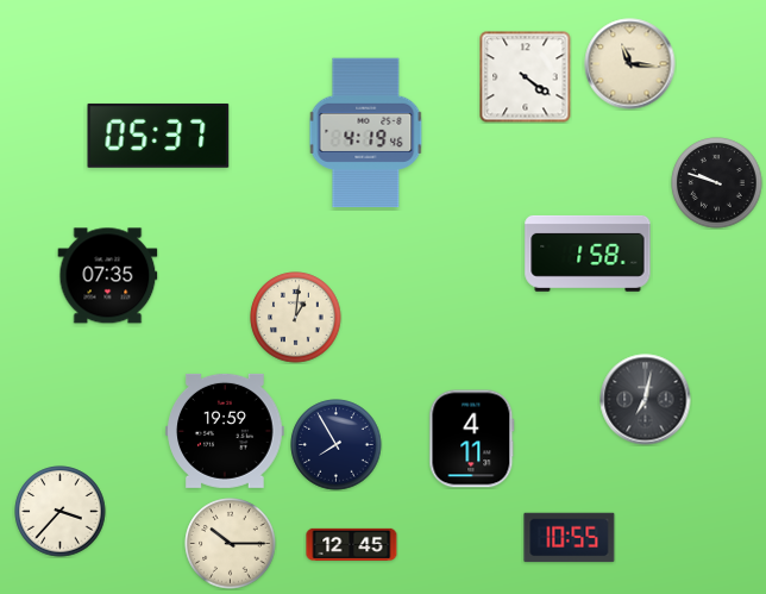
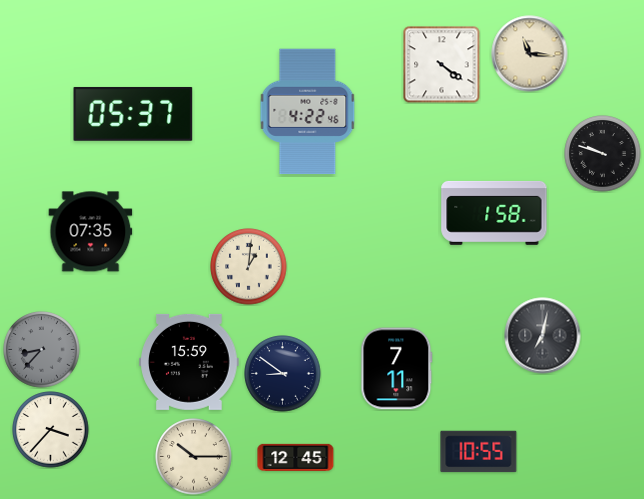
clock at (366, 133): 4:19 -> 4:22
clock at (42, 350): none -> 8:37
clock at (225, 431): 19:59 -> 15:59
clock at (472, 439): 4:11 -> 7:11
clock at (337, 445): 7:55 -> 8:51
